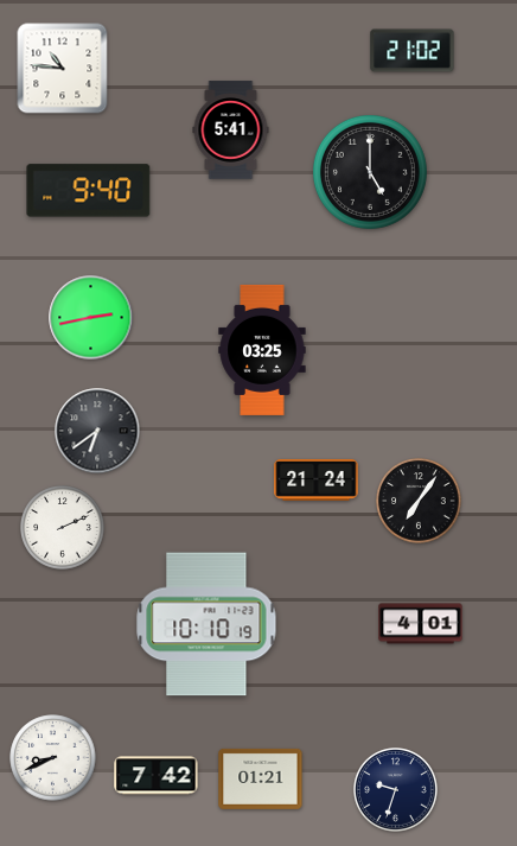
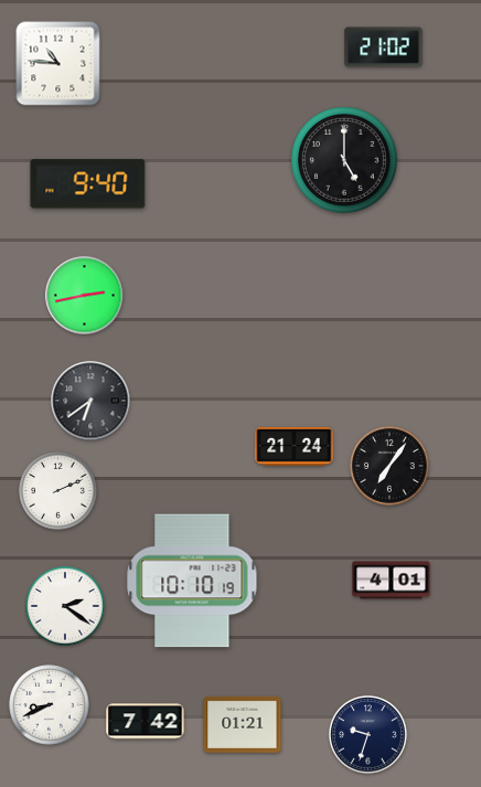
clock at (231, 131): 5:41 -> none
clock at (89, 191) position: (89, 191) -> (88, 184)
clock at (262, 350): 03:25 -> none
clock at (65, 606): none -> 2:21
